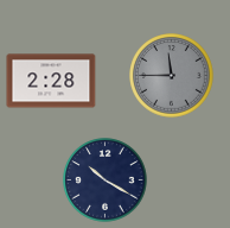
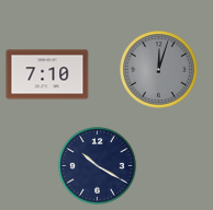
clock at (172, 76): 11:45 -> 12:03
clock at (51, 81): 2:28 -> 7:10
